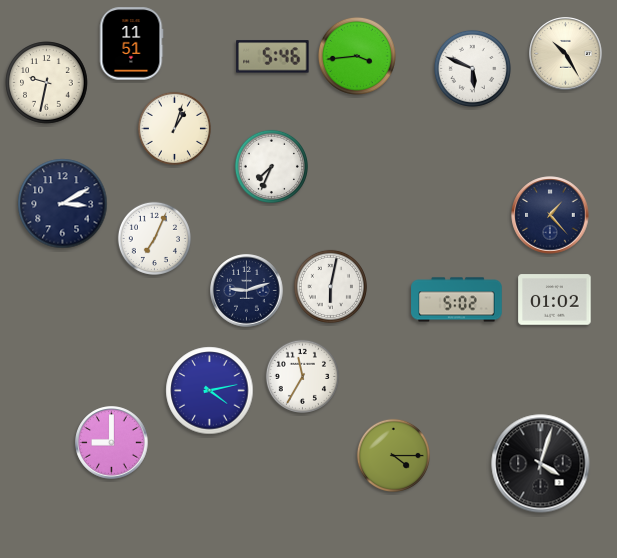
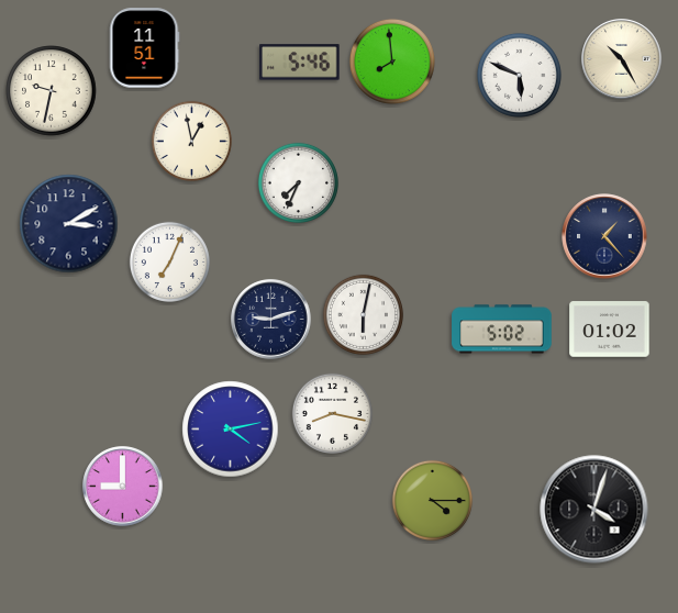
clock at (357, 56): 3:44 -> 7:59
clock at (174, 128): 1:03 -> 12:58
clock at (302, 376): 11:35 -> 8:17
